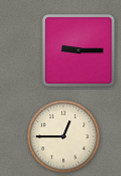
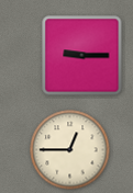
clock at (79, 51) position: (79, 51) -> (82, 56)
